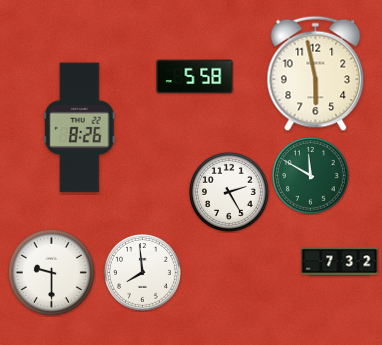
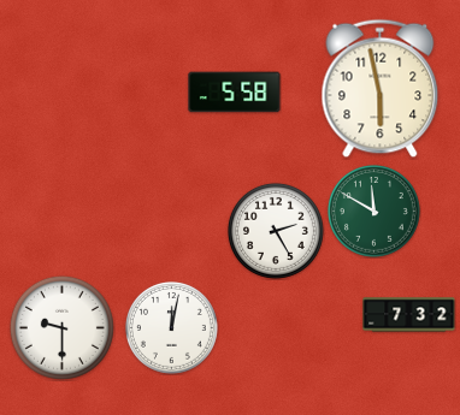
clock at (79, 128): 8:26 -> none
clock at (142, 272): 7:59 -> 12:02
